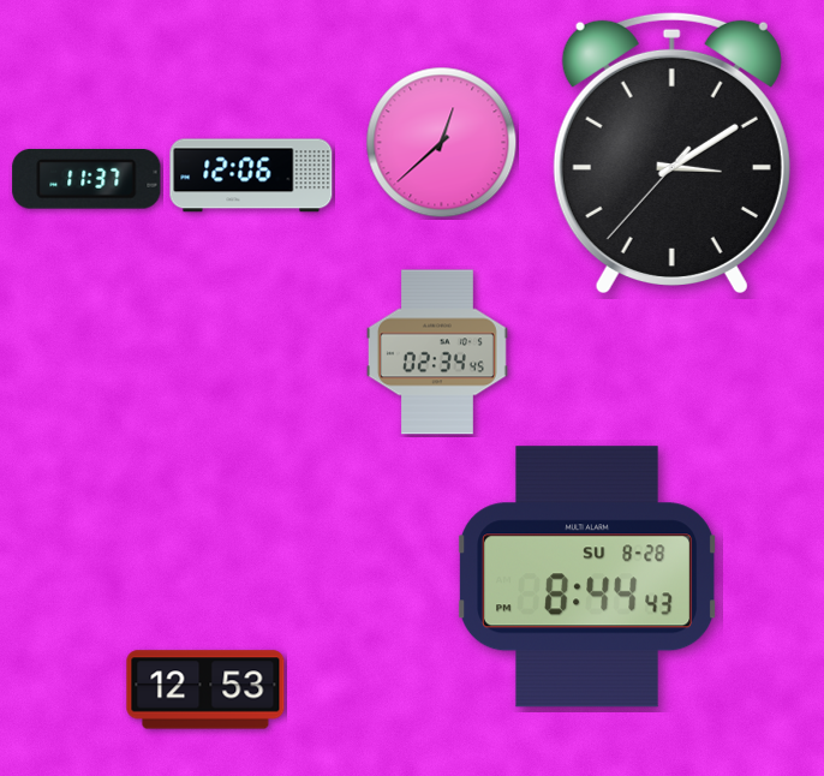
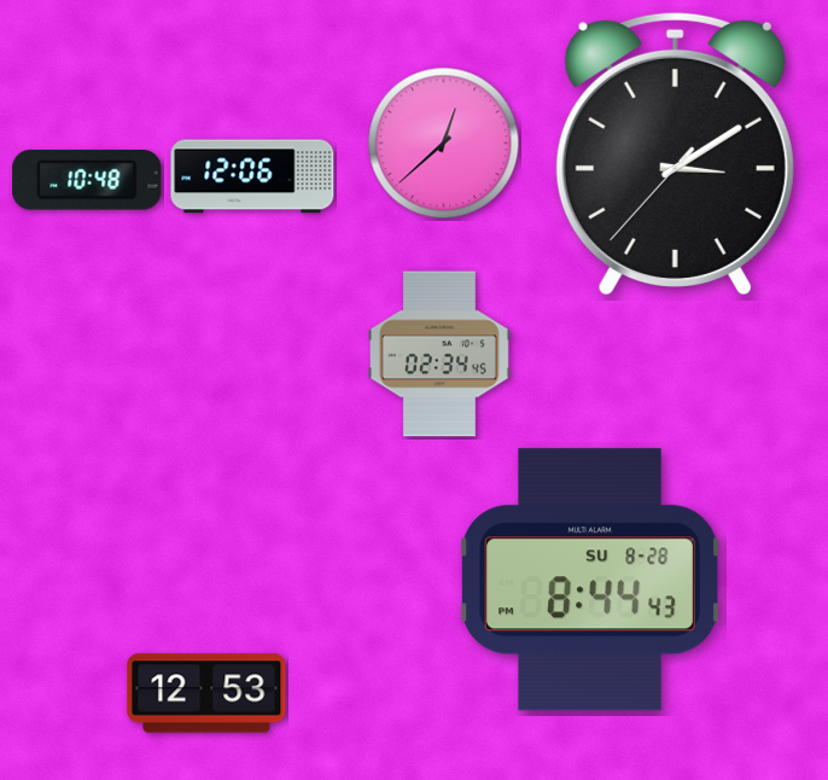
clock at (86, 180): 11:37 -> 10:48
